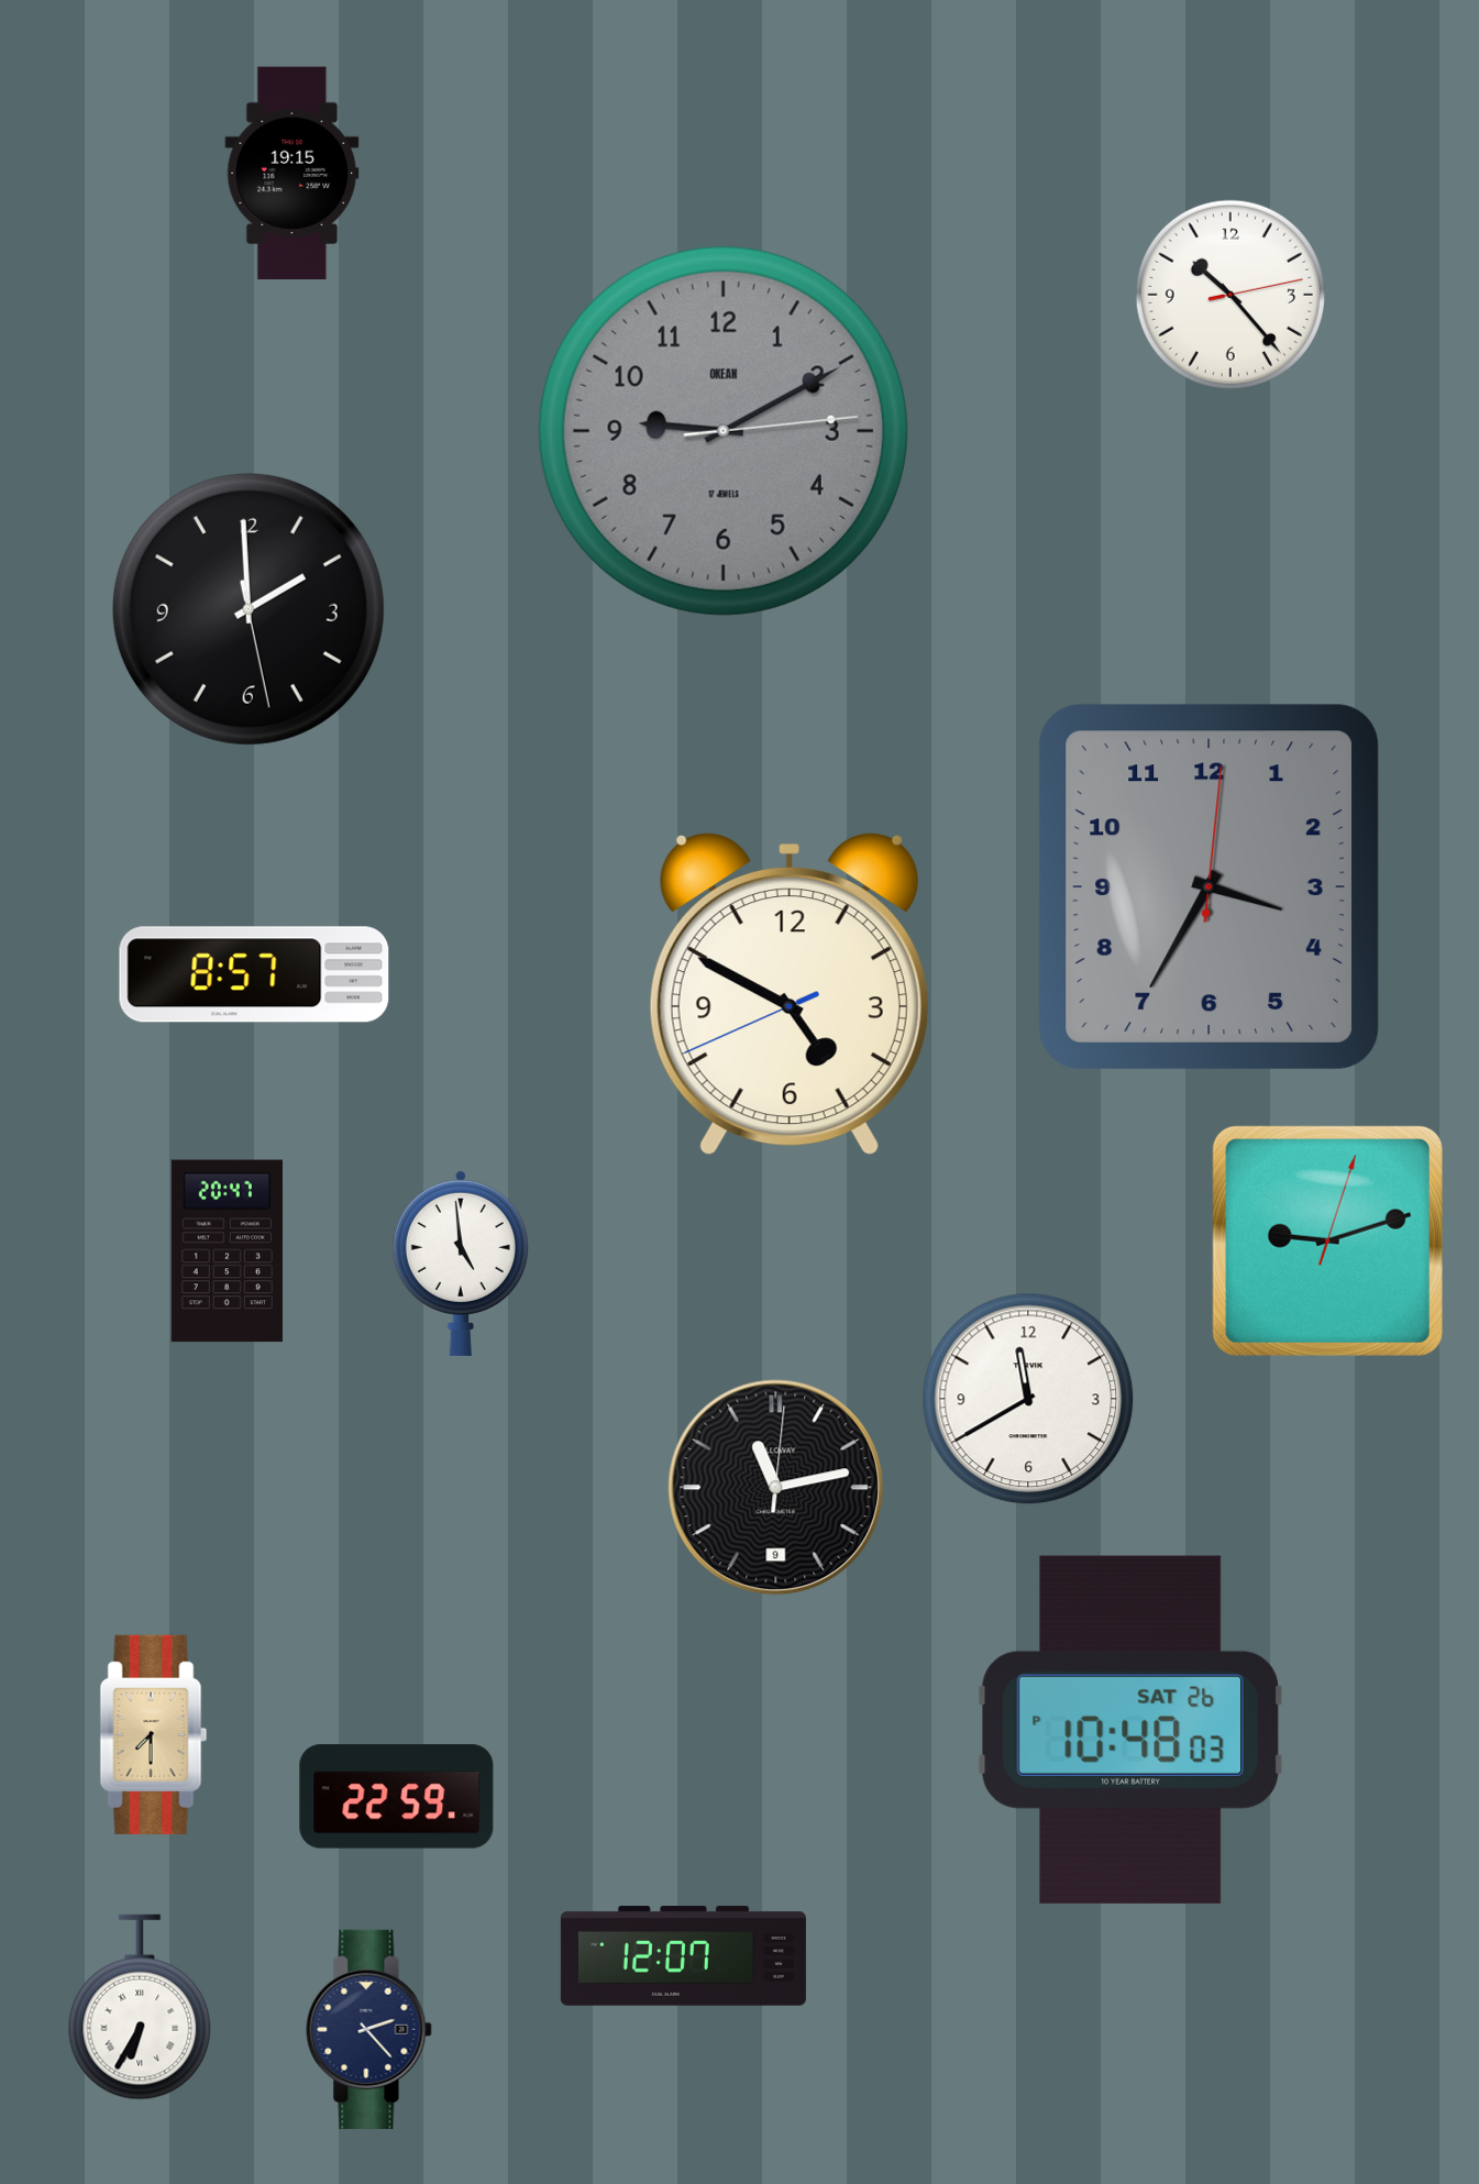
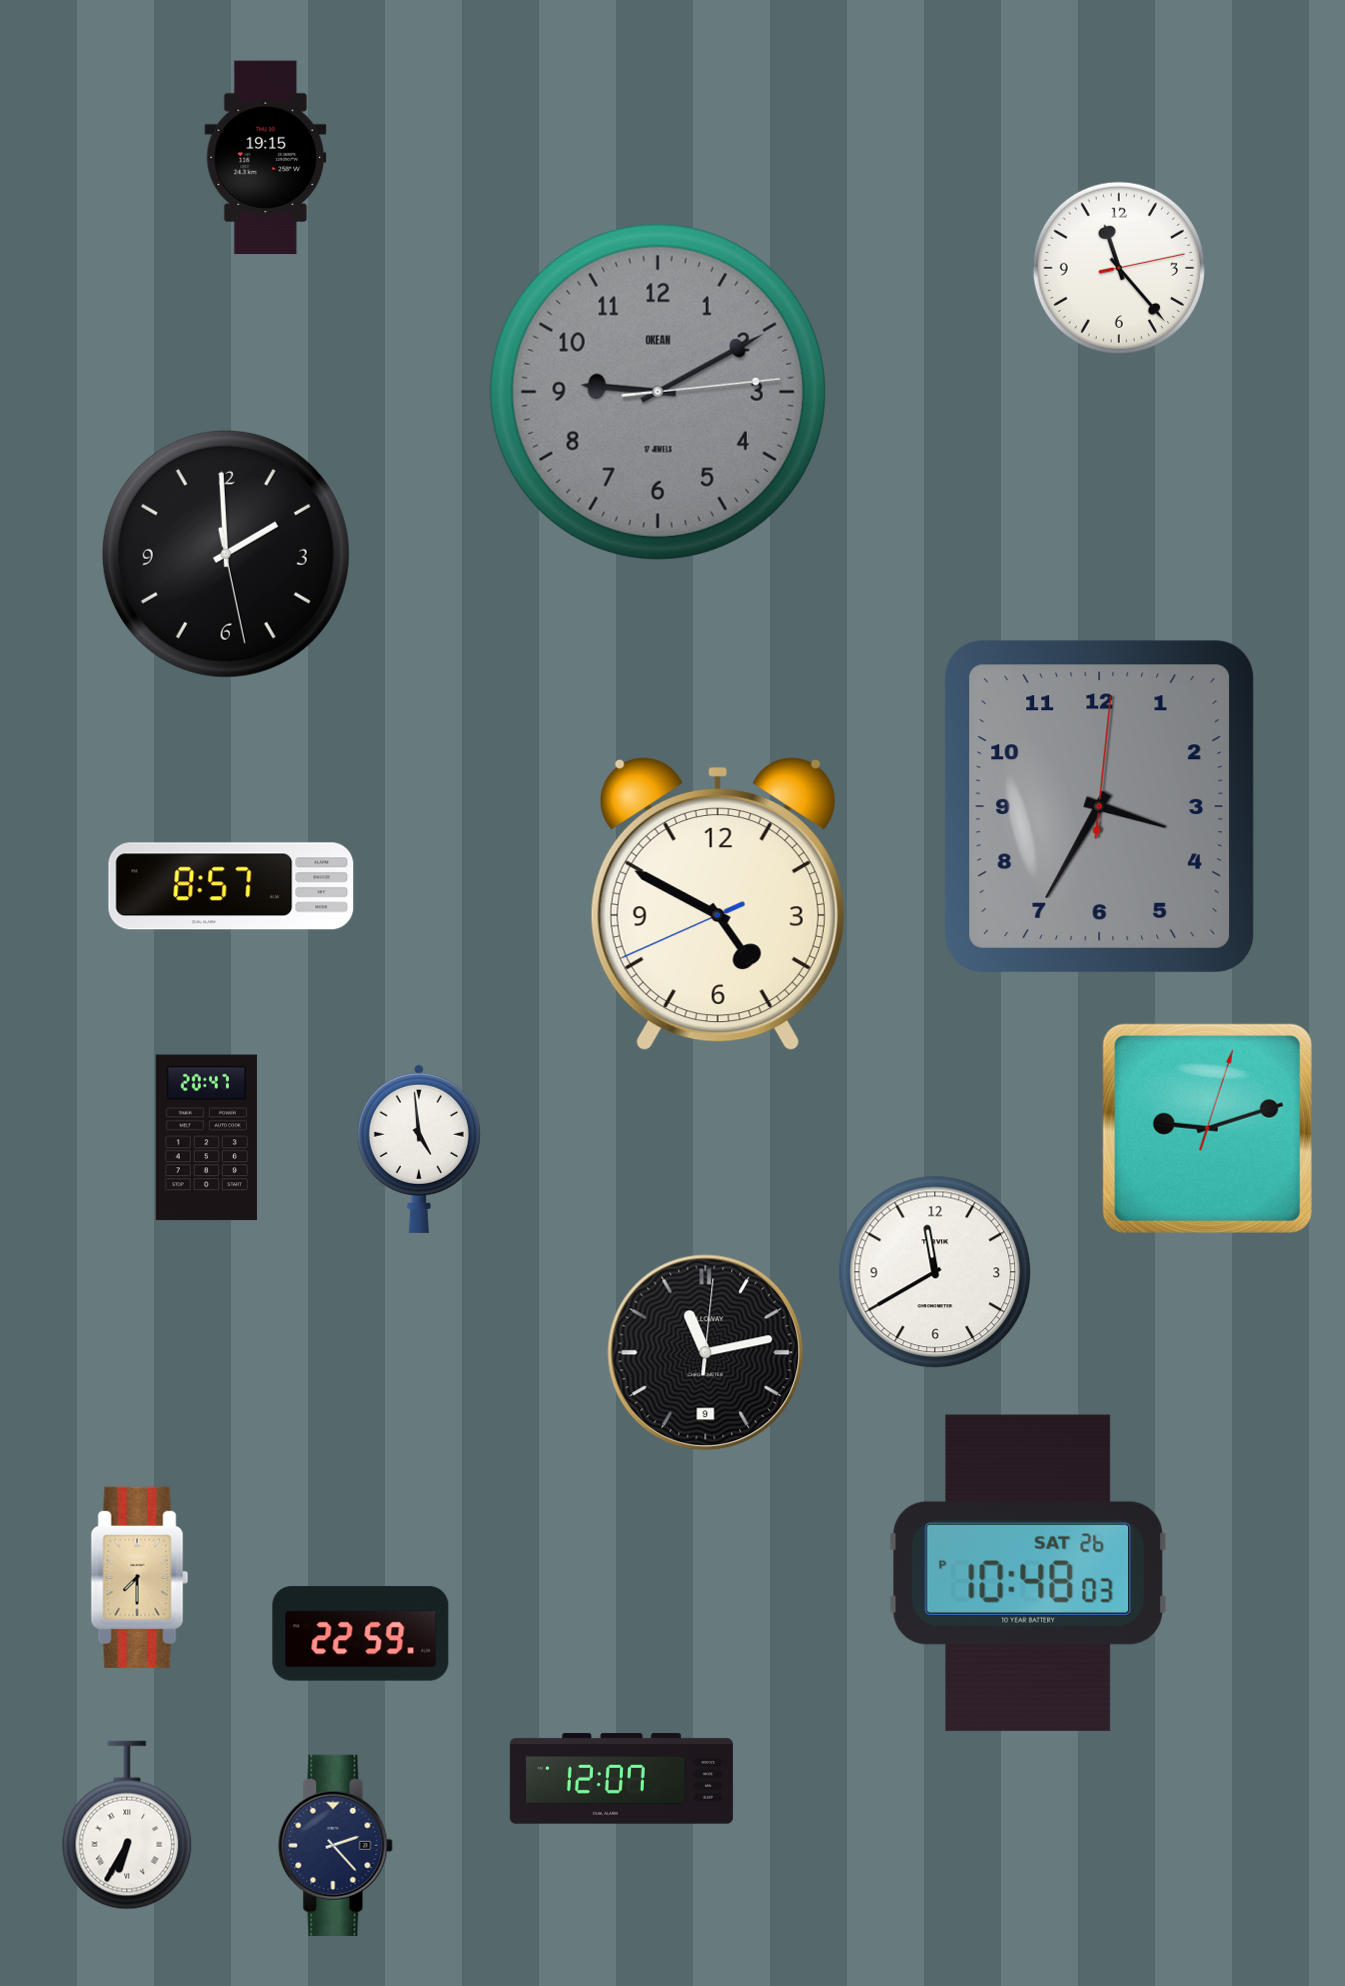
clock at (1230, 295): 10:23 -> 11:23
